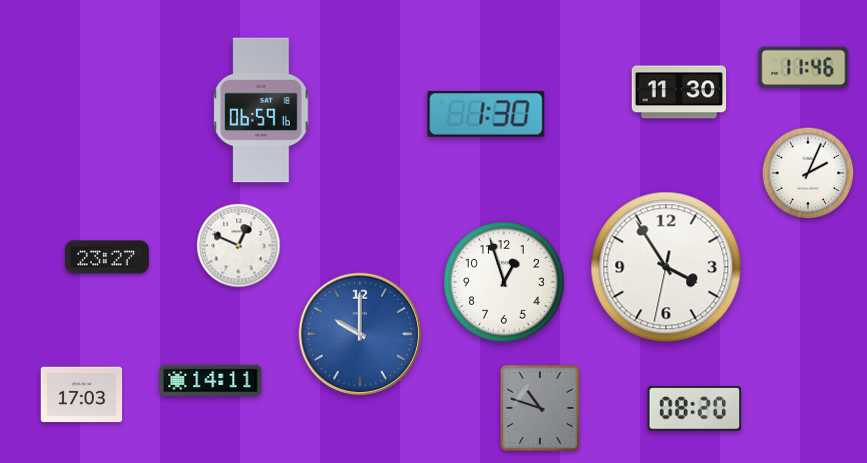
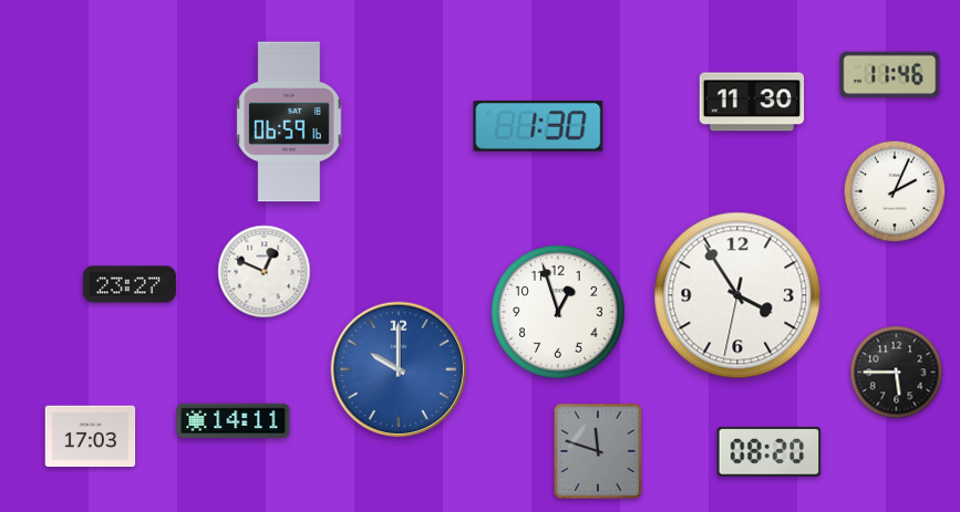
clock at (107, 257) position: (107, 257) -> (130, 284)
clock at (897, 373): none -> 5:45
clock at (540, 408): 10:48 -> 11:48
